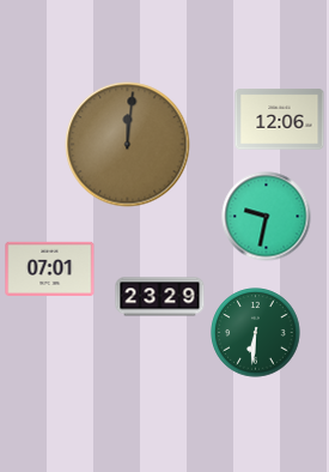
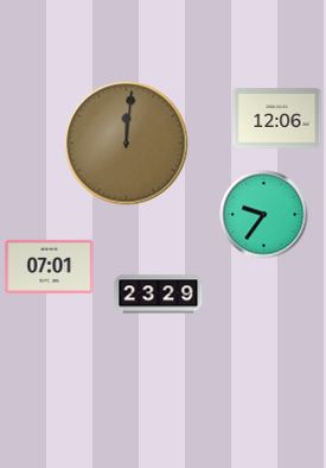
clock at (267, 217): 9:32 -> 9:36
clock at (256, 333): 6:31 -> none
